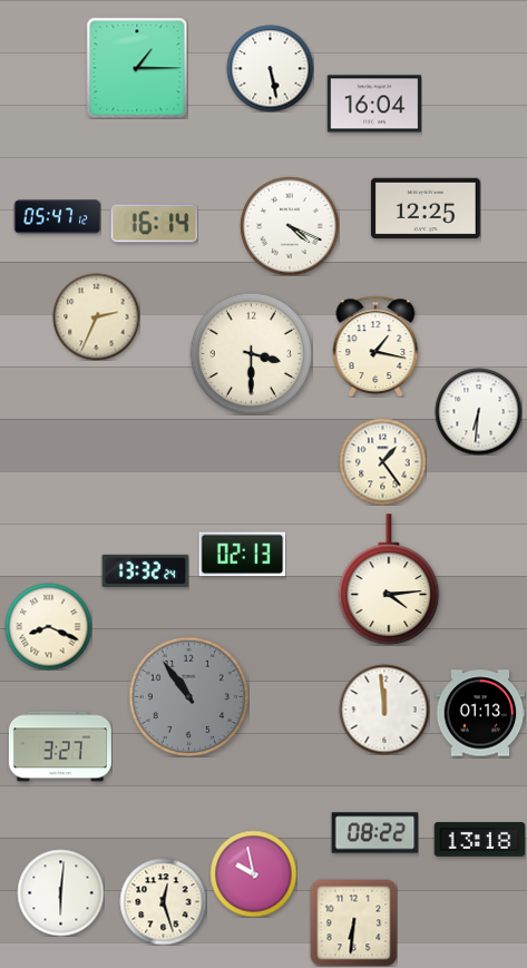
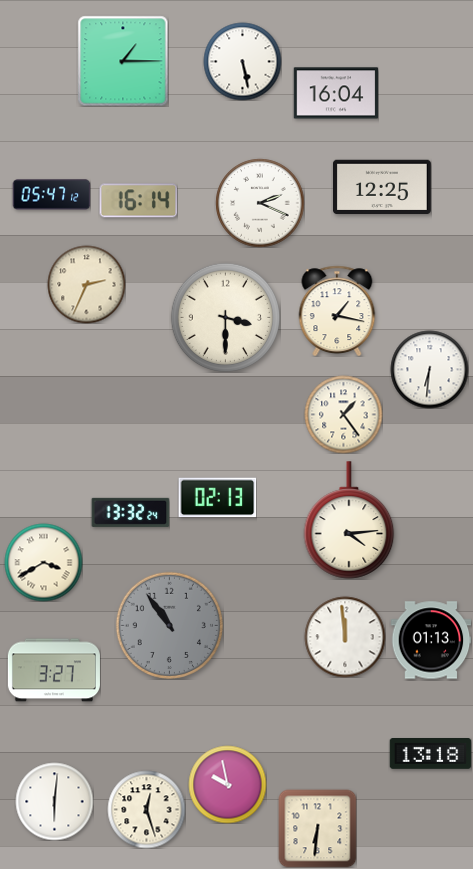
clock at (290, 226): 4:19 -> 2:19
clock at (48, 626): 8:19 -> 3:40
clock at (374, 833): 08:22 -> none
